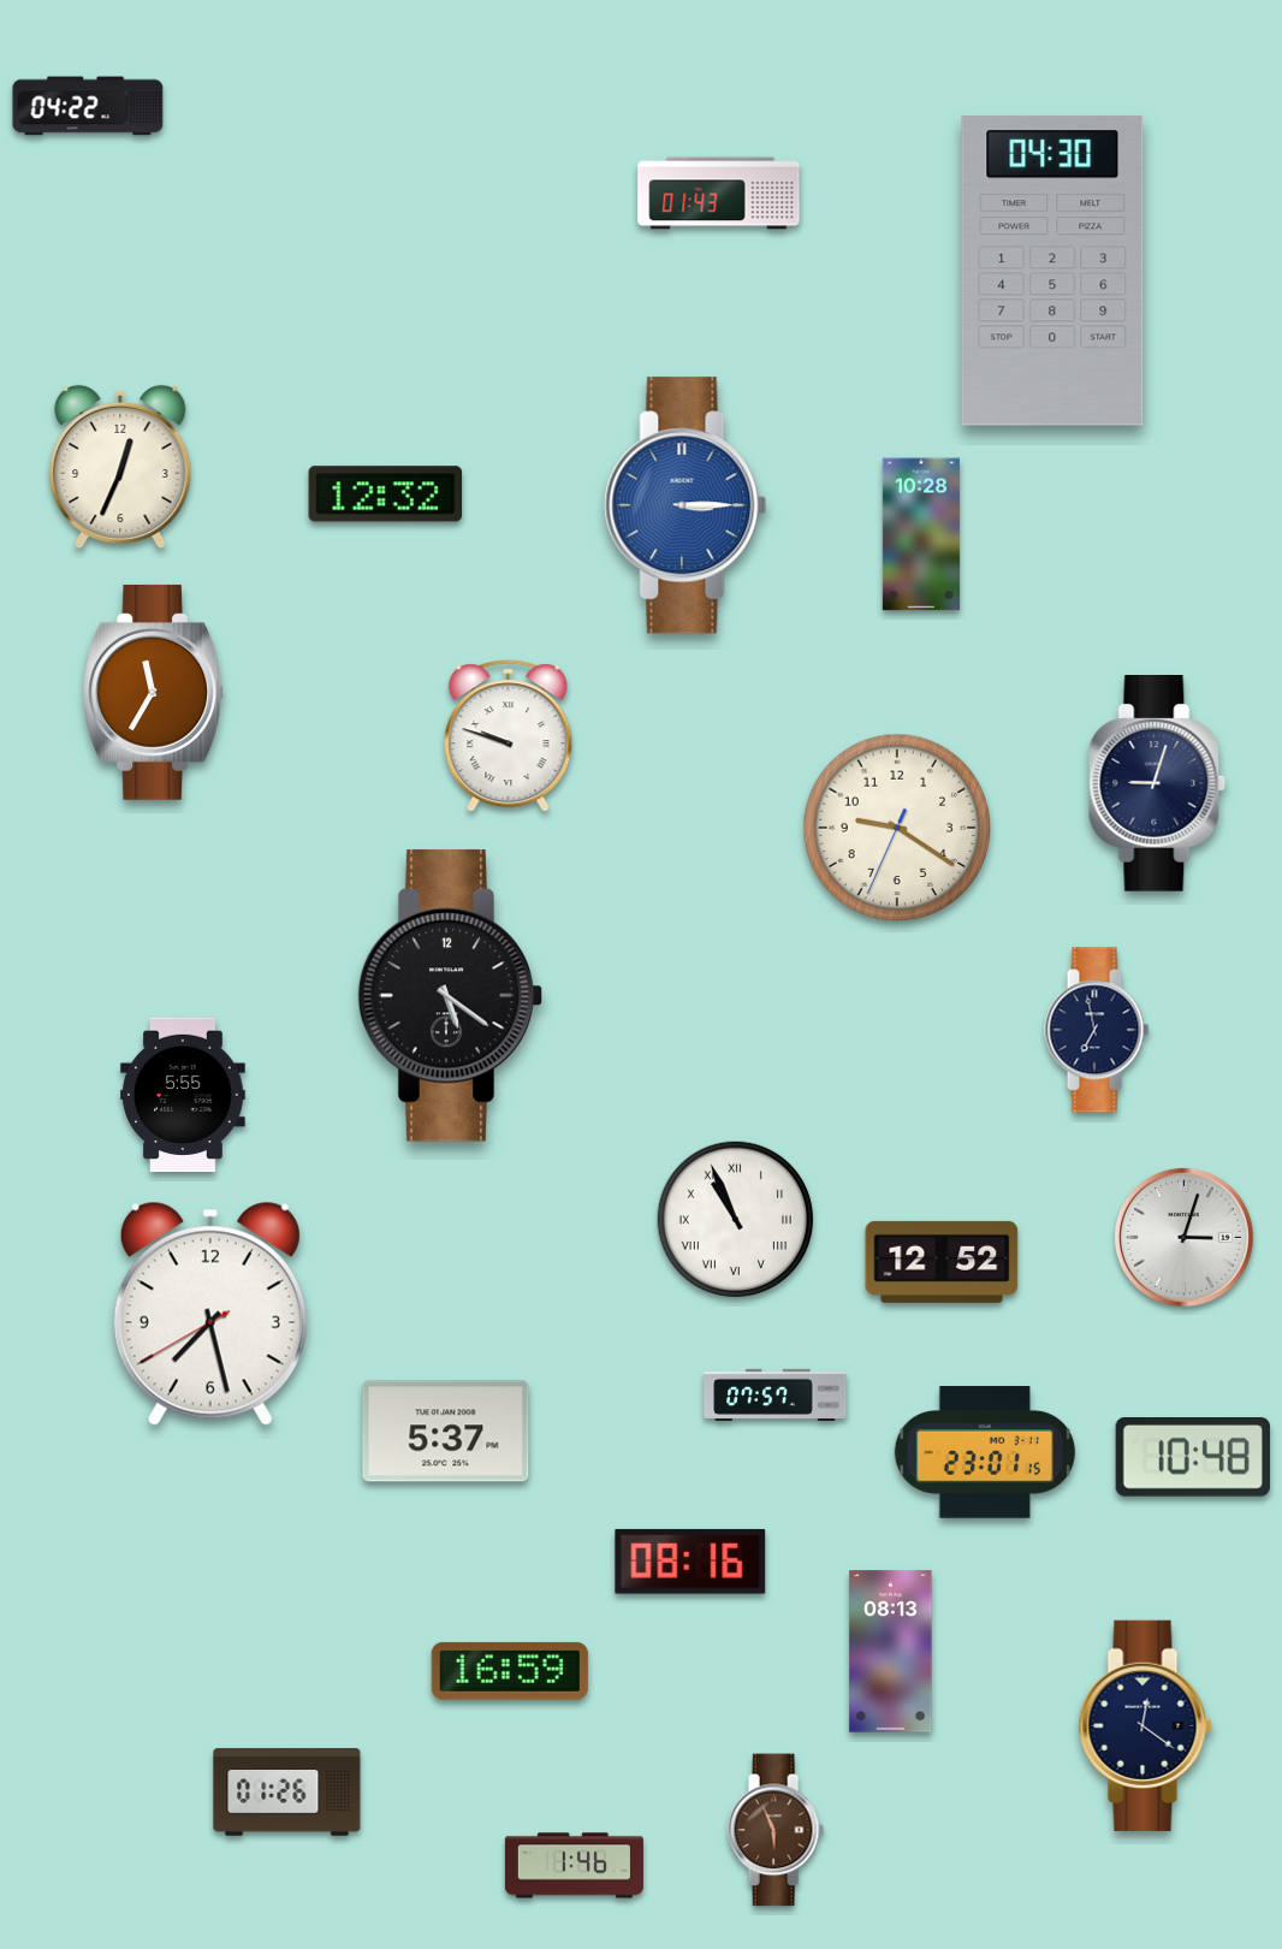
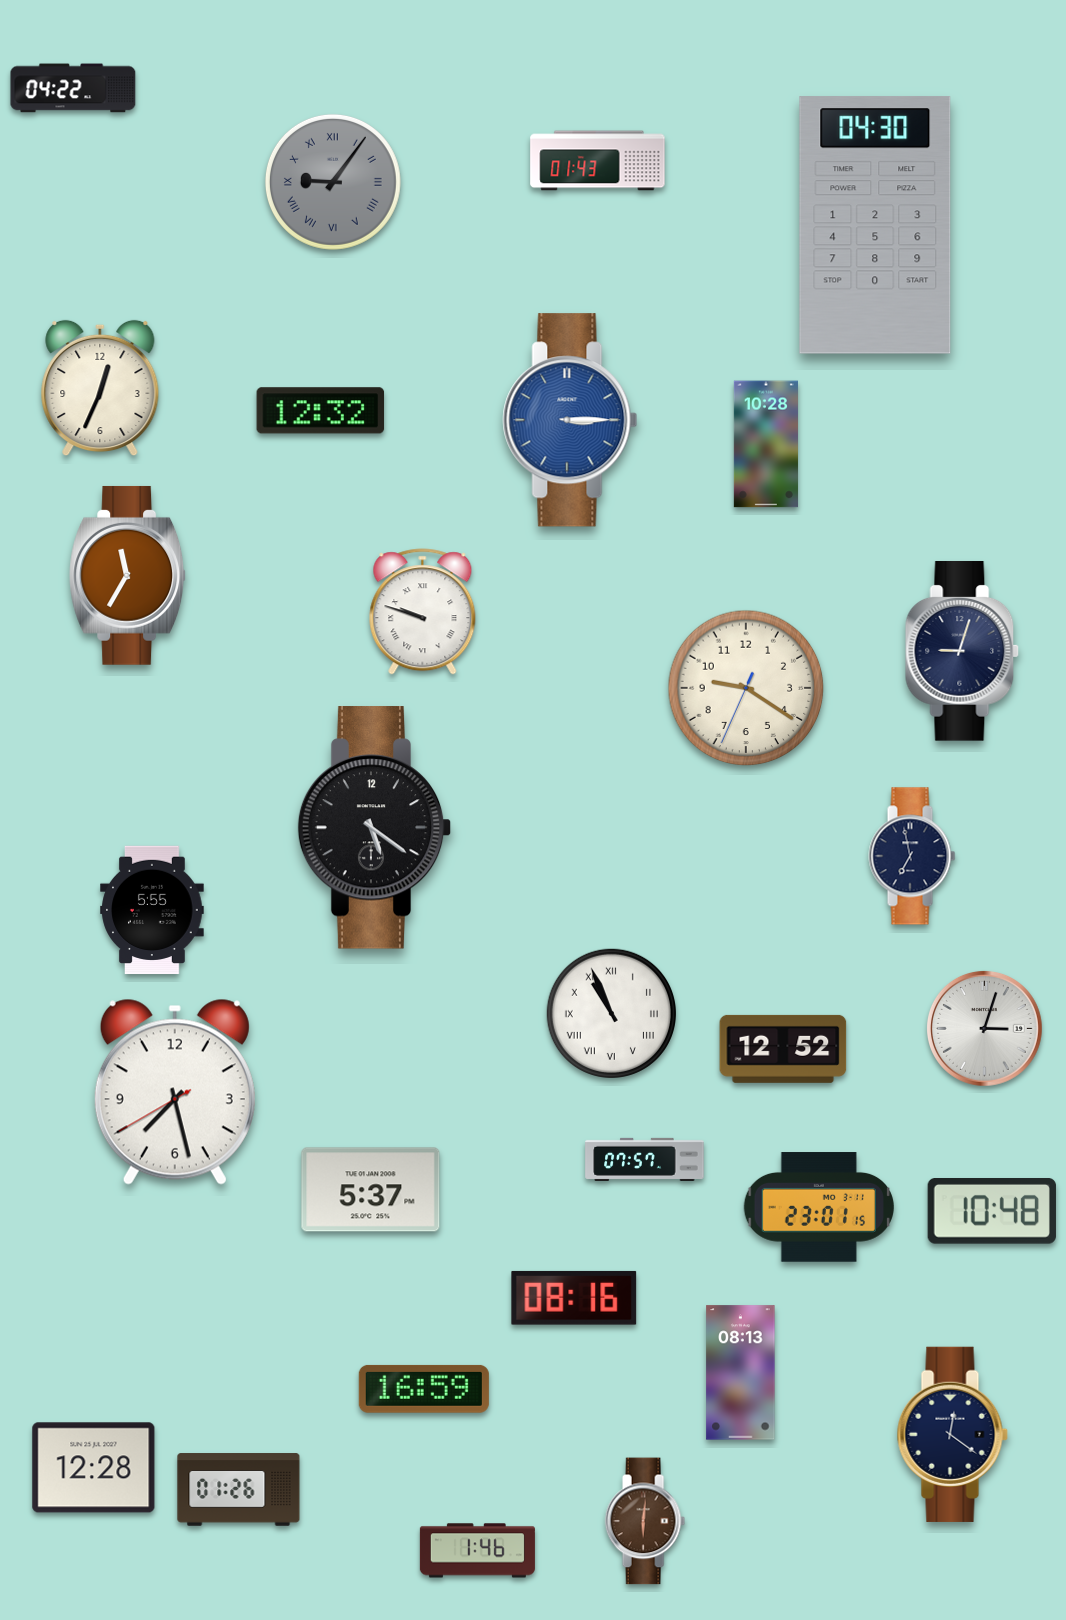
clock at (333, 182): none -> 9:06
clock at (94, 1468): none -> 12:28
clock at (776, 1830): 5:56 -> 6:01
